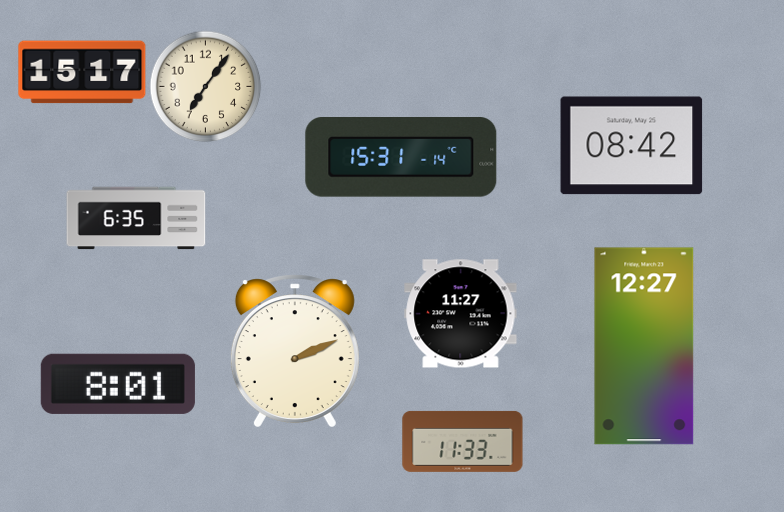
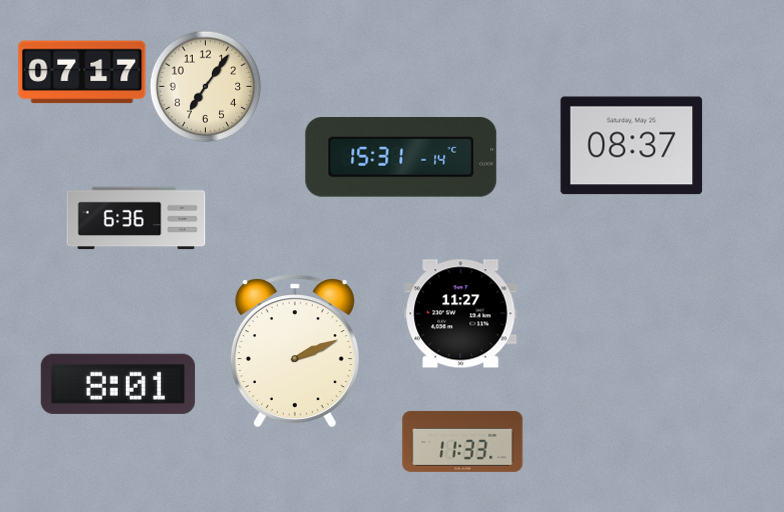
clock at (82, 72): 15:17 -> 07:17
clock at (632, 146): 08:42 -> 08:37
clock at (136, 218): 6:35 -> 6:36
clock at (644, 346): 12:27 -> none
